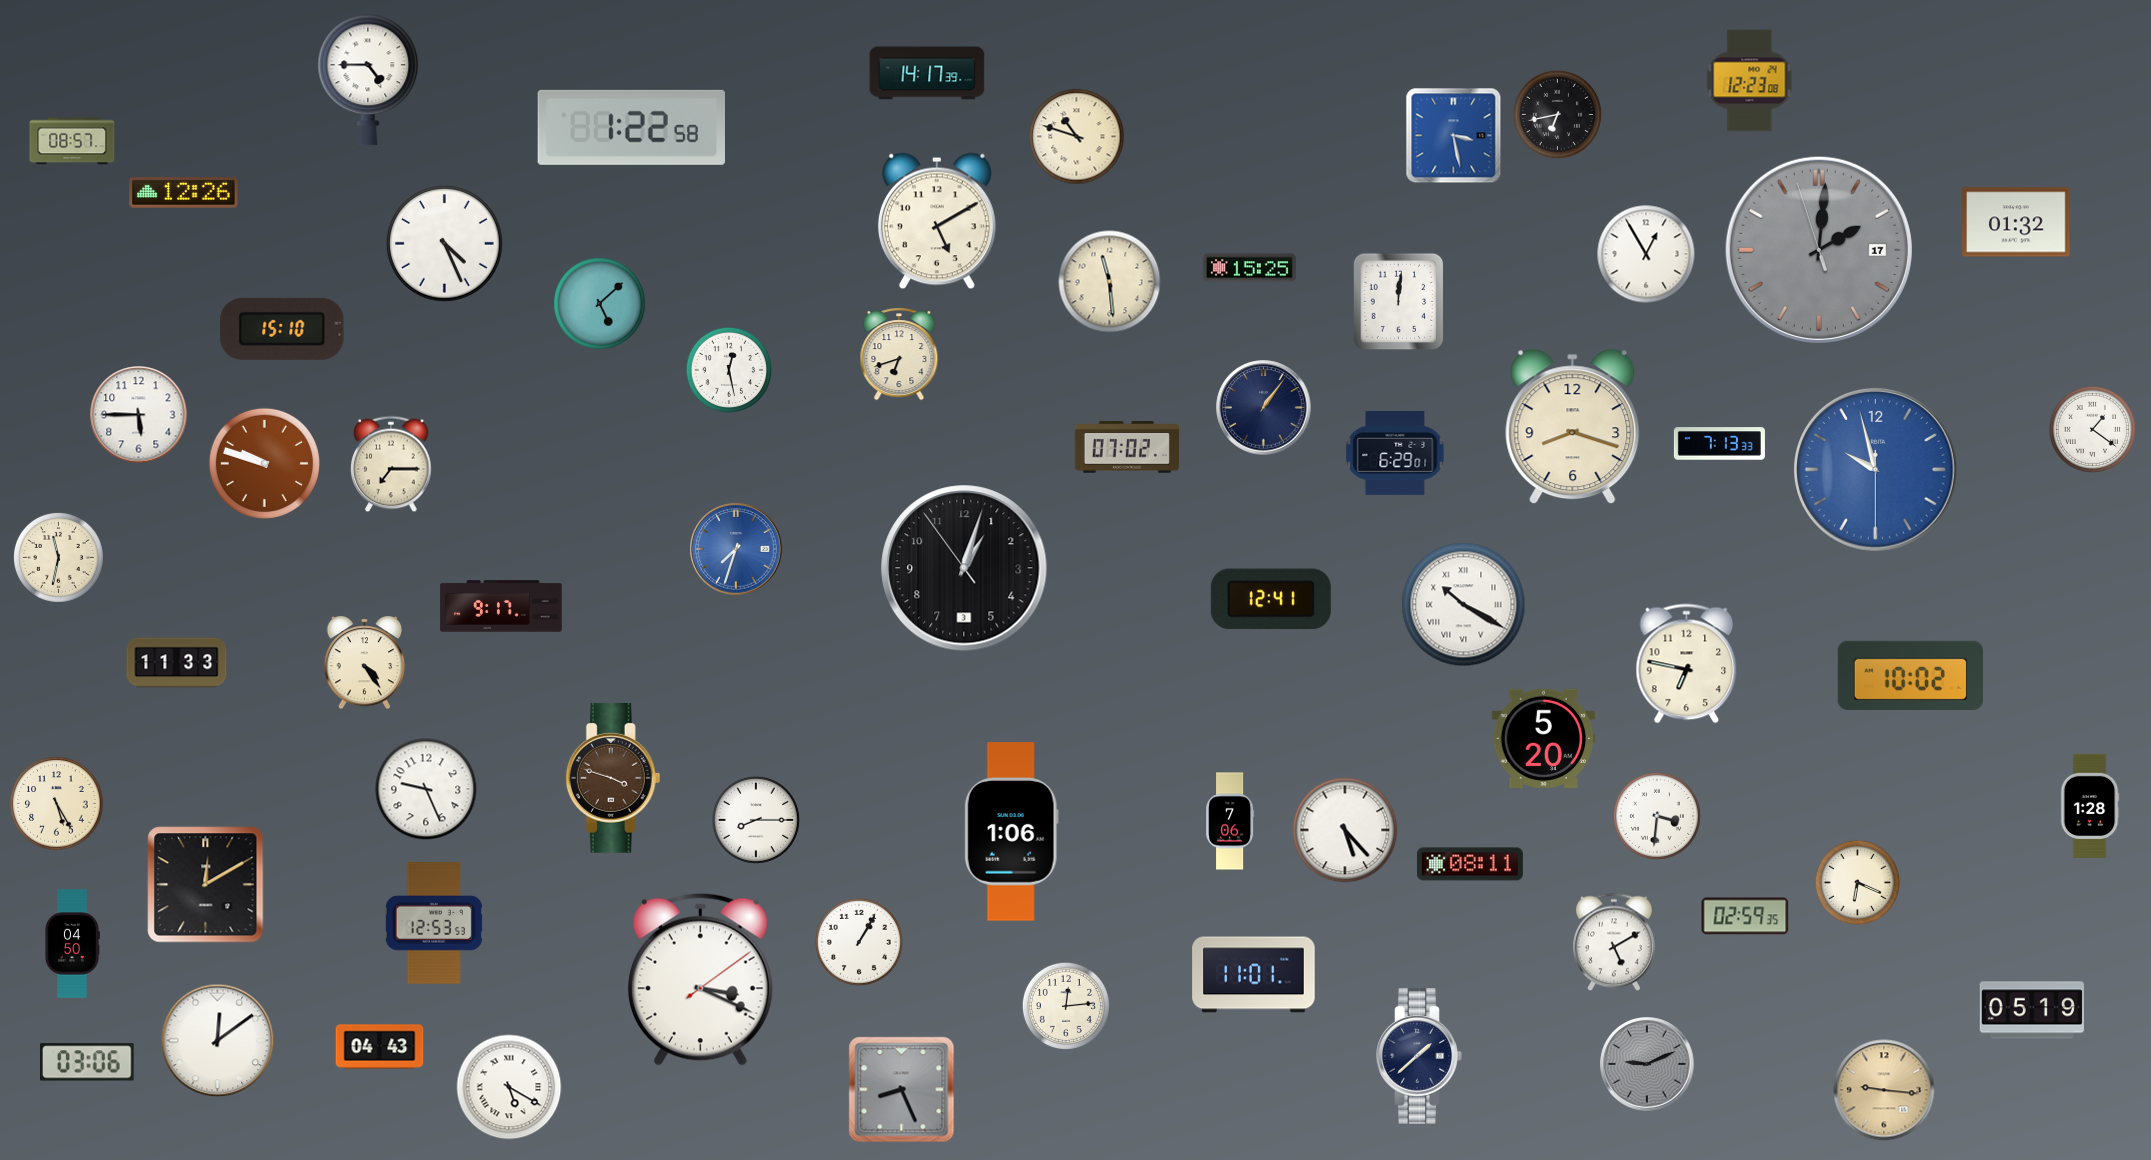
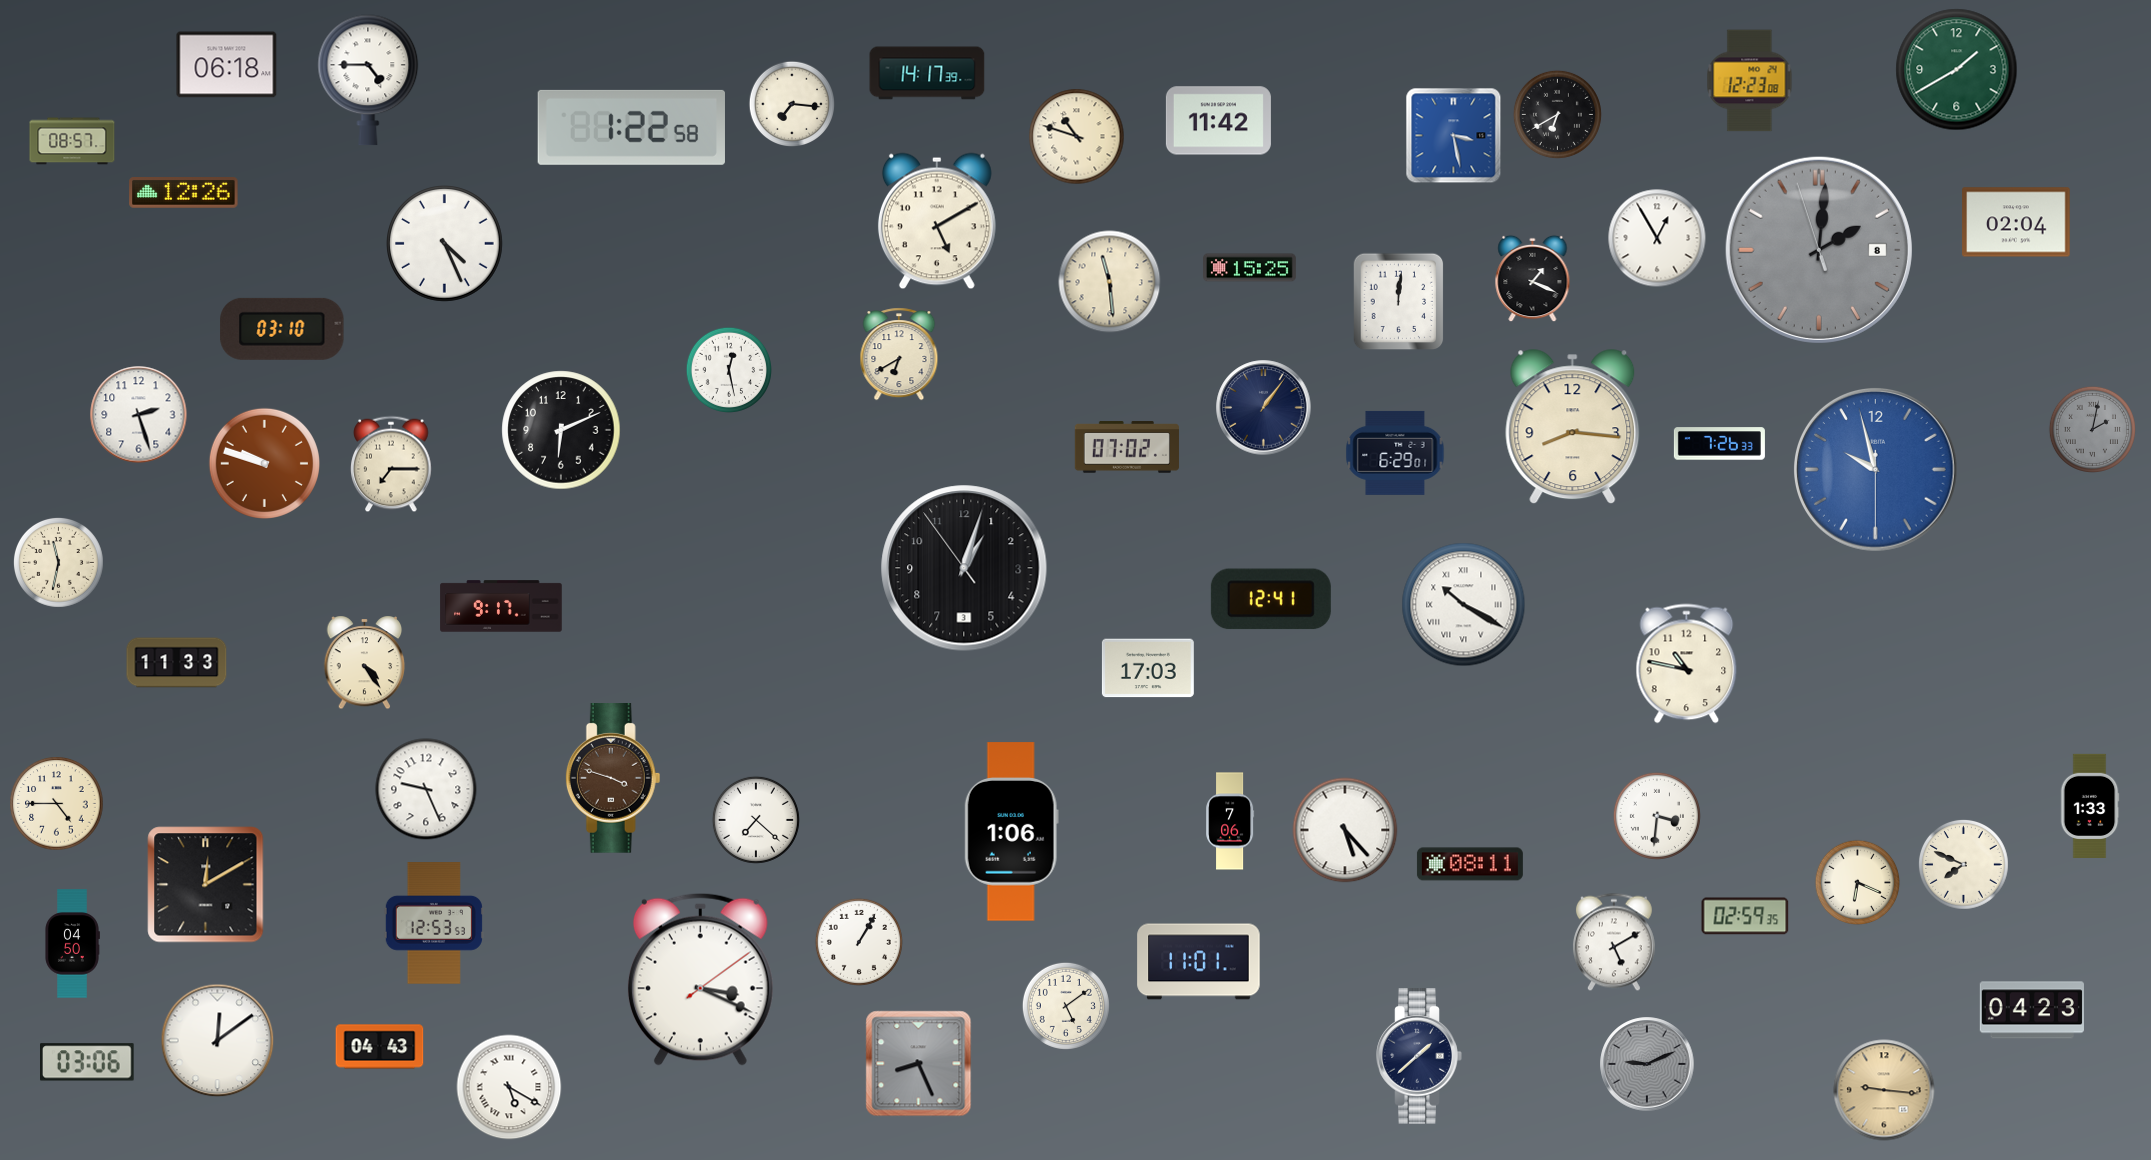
clock at (227, 65): none -> 06:18
clock at (1957, 70): none -> 1:40
clock at (791, 103): none -> 7:16
clock at (1557, 114): 6:43 -> 6:40
clock at (1218, 121): none -> 11:42
clock at (2016, 222): 01:32 -> 02:04
clock at (1819, 250) date: 17 -> 8
clock at (1646, 254) position: (1646, 254) -> (1657, 238)
clock at (1533, 279): none -> 1:19
clock at (600, 304): 5:08 -> none
clock at (282, 329): 15:10 -> 03:10
clock at (899, 354): 6:42 -> 6:40
clock at (139, 415): 5:45 -> 2:27
clock at (1573, 427): 8:18 -> 8:16
clock at (2092, 429): 1:21 -> 2:02
clock at (2092, 429) dial: white -> grey
clock at (561, 430): none -> 6:11
clock at (1719, 444): 7:13 -> 7:26
clock at (736, 549): 7:33 -> none
clock at (59, 558) position: (59, 558) -> (59, 563)
clock at (1687, 664): 6:47 -> 10:47
clock at (1148, 668): none -> 17:03
clock at (1910, 675): 10:02 -> none
clock at (1544, 738): 5:20 -> none
clock at (57, 804): 5:25 -> 4:45
clock at (2090, 805): 1:28 -> 1:33
clock at (756, 820): 8:15 -> 7:22
clock at (1964, 865): none -> 7:49
clock at (1254, 975) position: (1254, 975) -> (1199, 962)
clock at (1066, 1006): 12:14 -> 5:09
clock at (2032, 1010): 05:19 -> 04:23
clock at (902, 1090) position: (902, 1090) -> (919, 1064)
